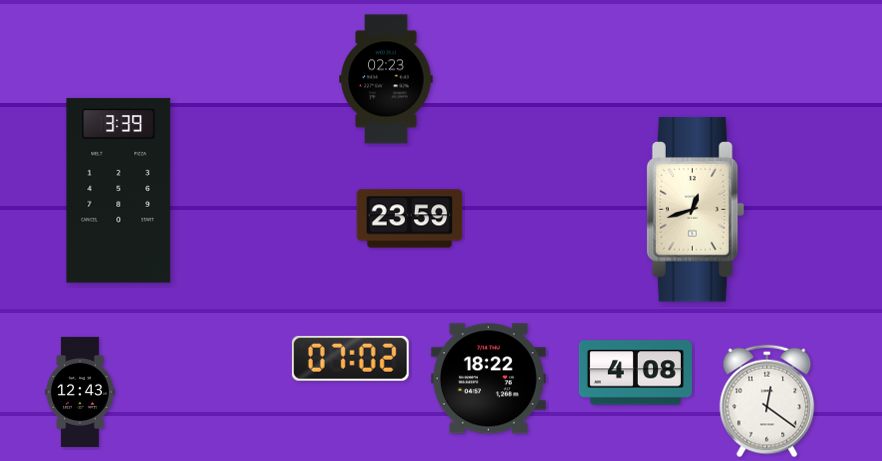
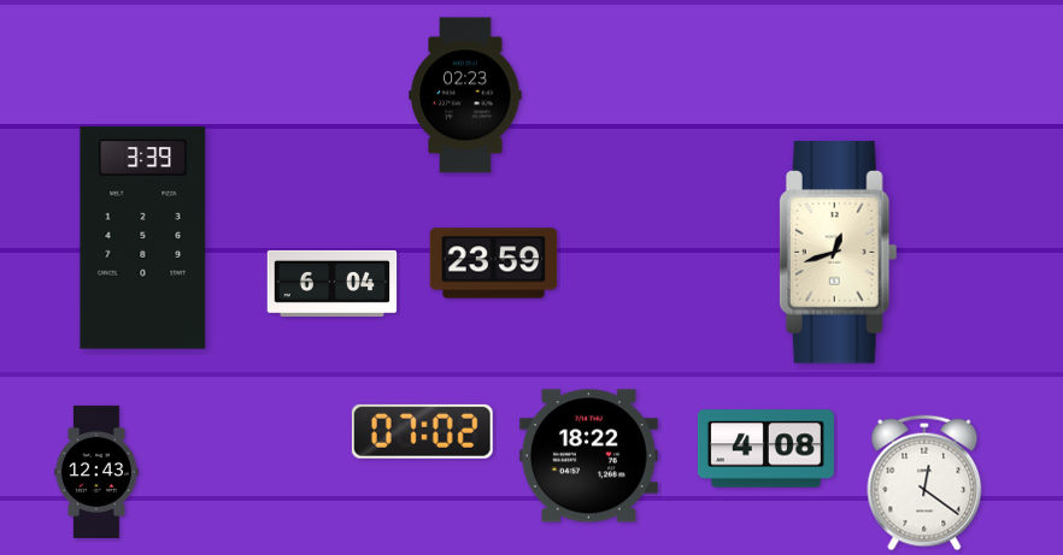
clock at (119, 191) position: (119, 191) -> (143, 238)
clock at (333, 283): none -> 6:04
